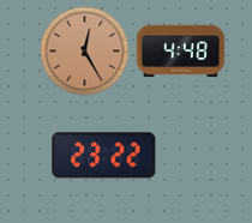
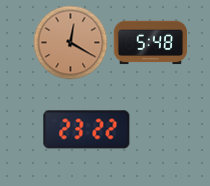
clock at (85, 52): 12:25 -> 12:20
clock at (181, 52): 4:48 -> 5:48
